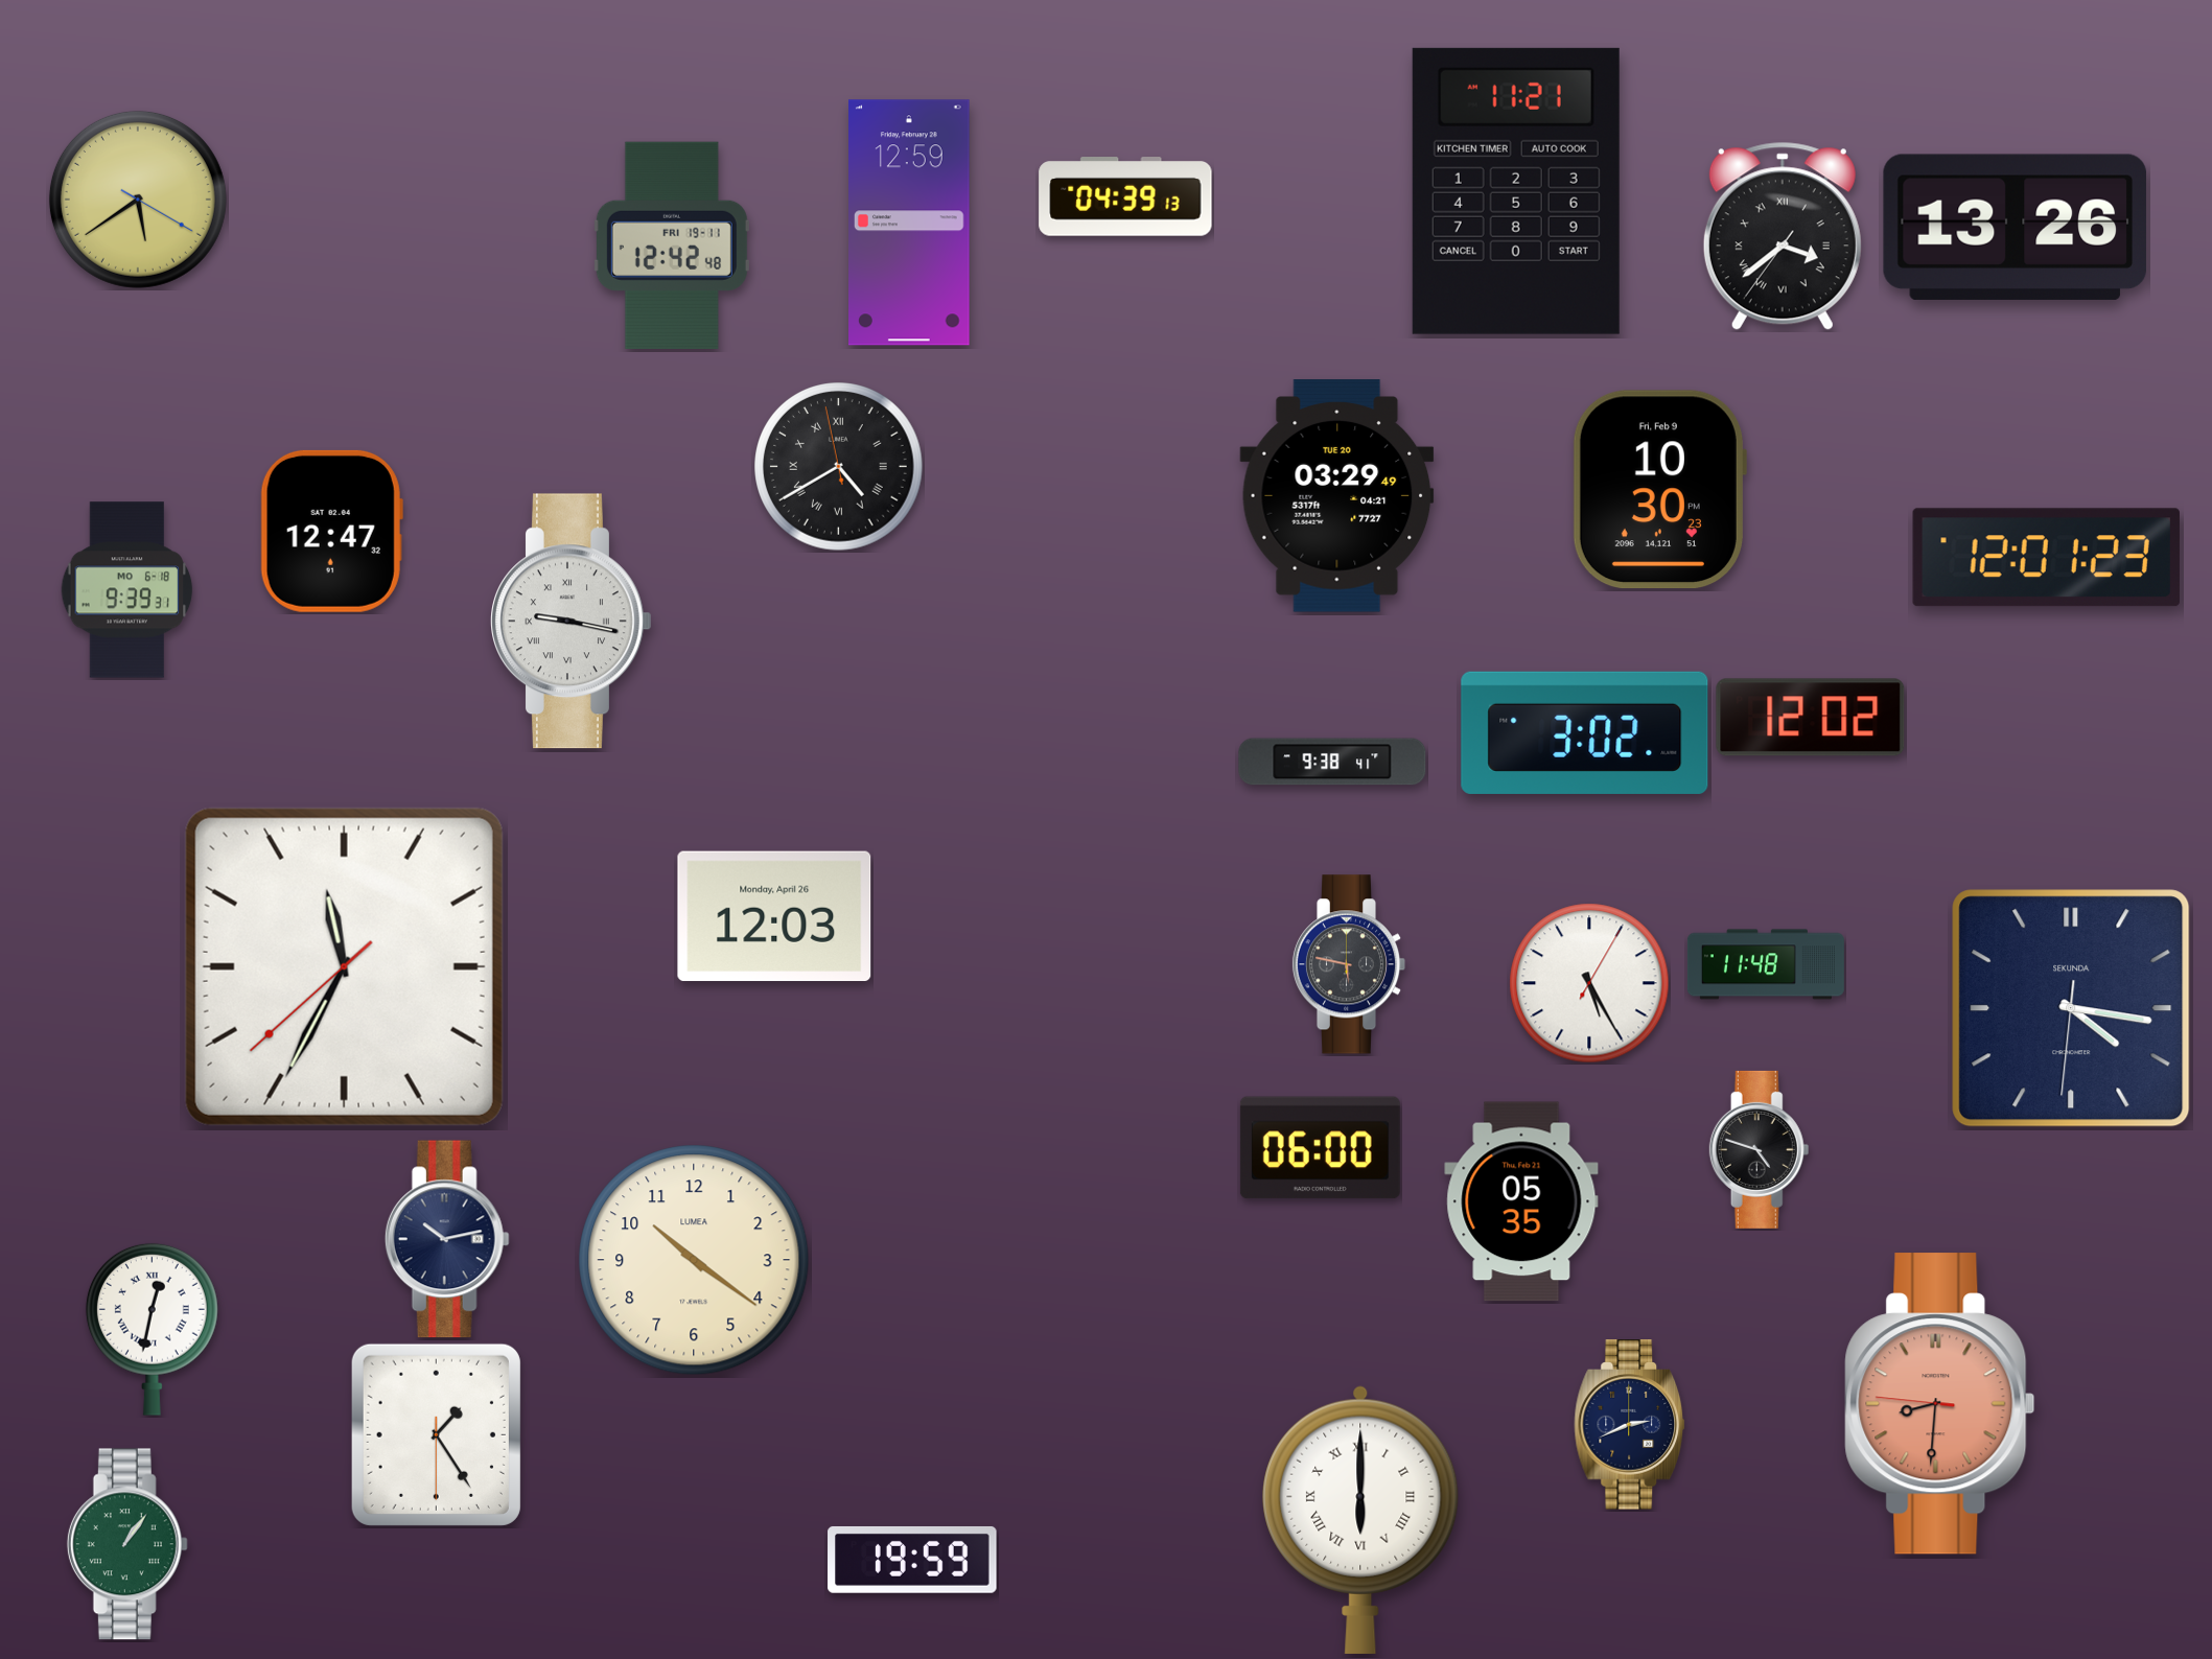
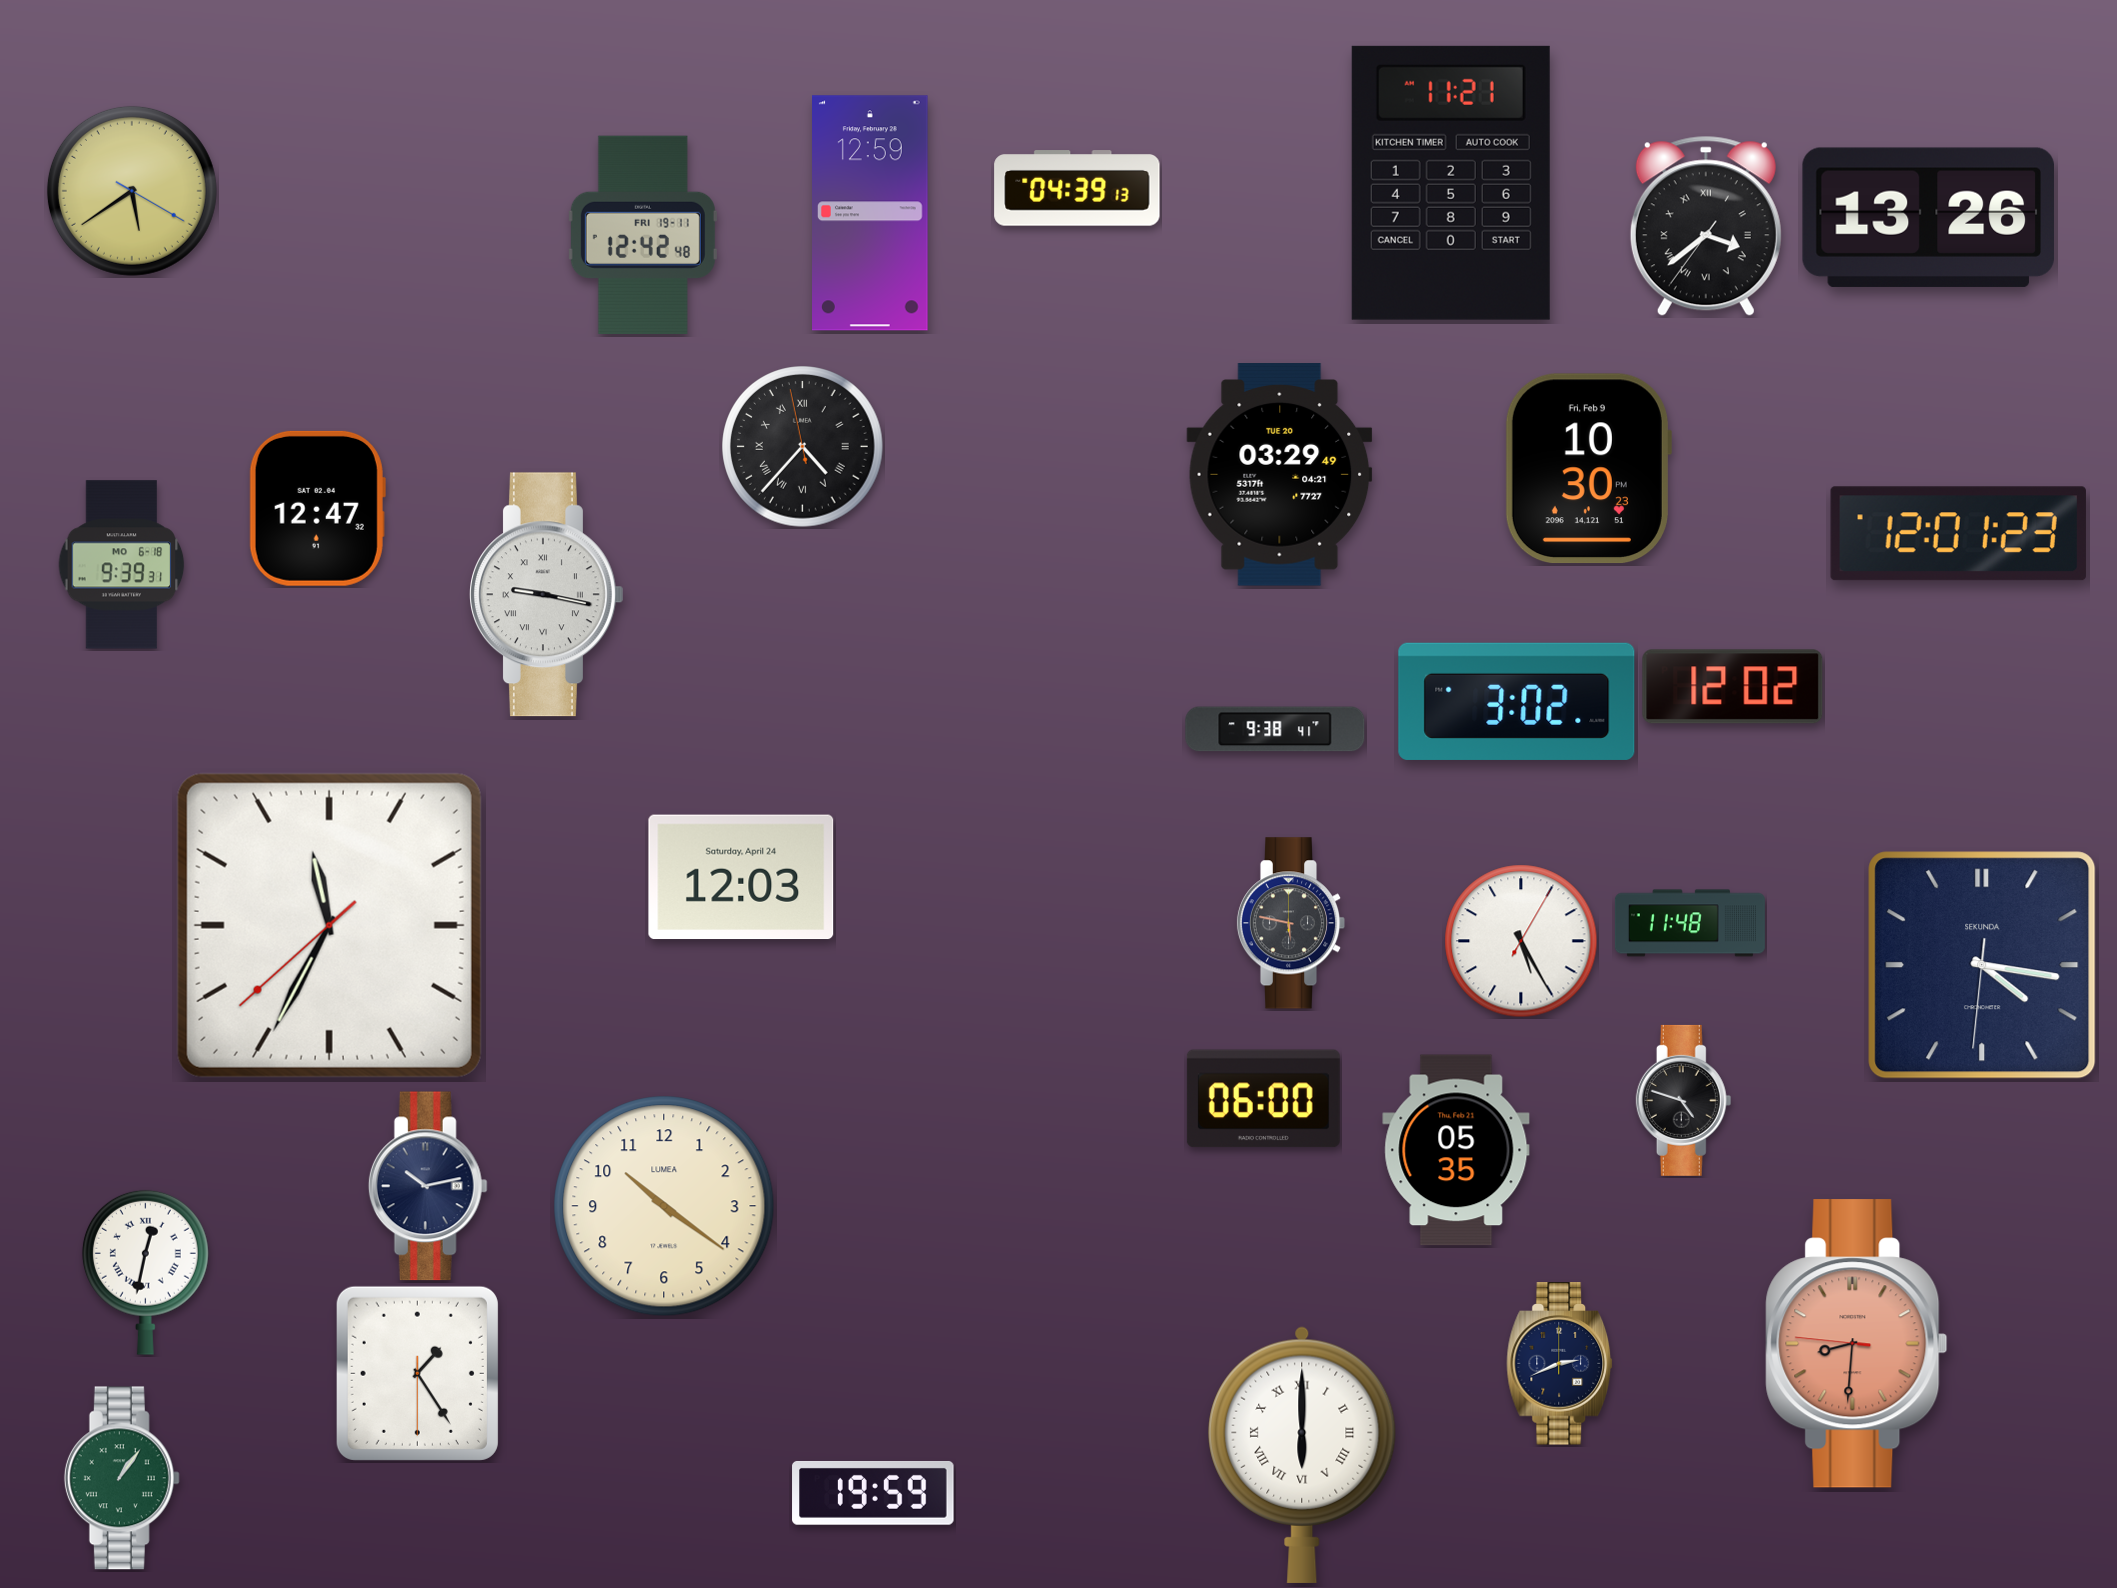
clock at (839, 467): 4:39 -> 4:36
clock at (774, 916) date: Monday, April 26 -> Saturday, April 24
